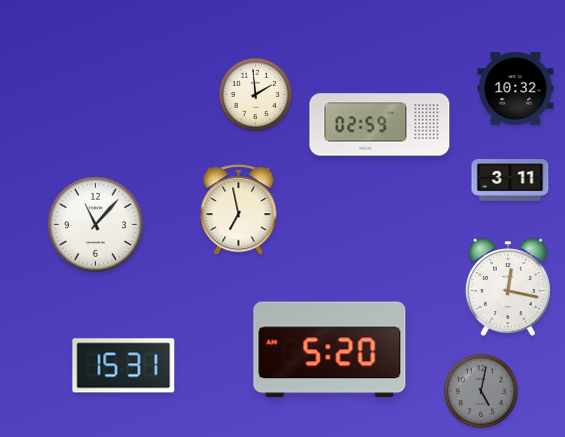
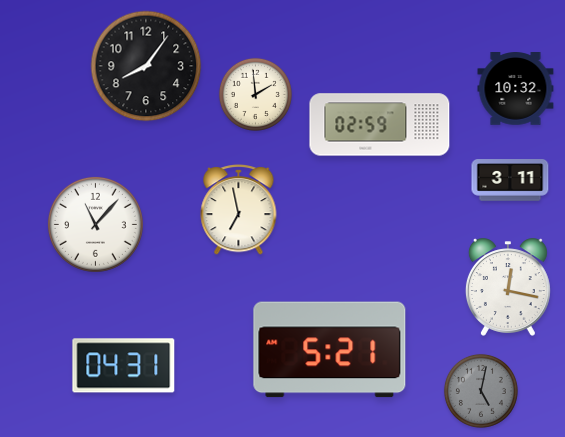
clock at (146, 66): none -> 8:06
clock at (330, 350): 5:20 -> 5:21
clock at (124, 366): 15:31 -> 04:31
